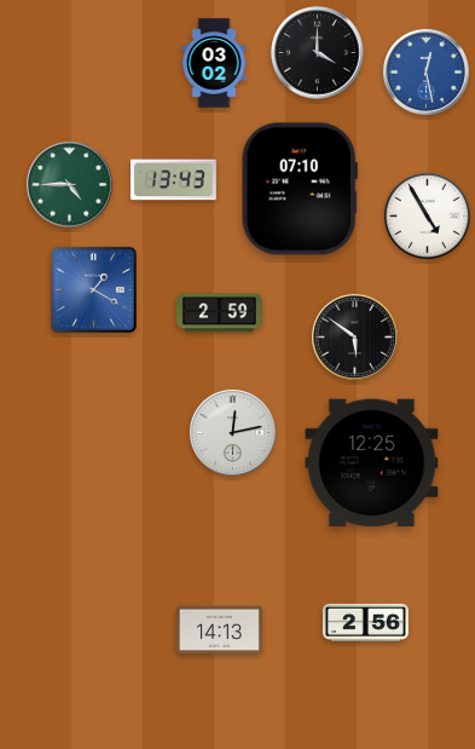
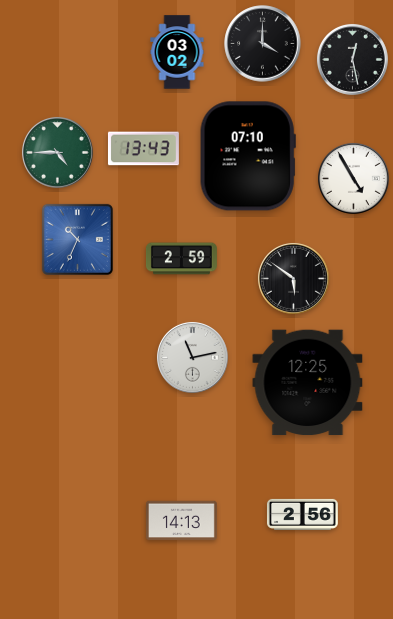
clock at (425, 71) dial: blue -> black
clock at (93, 289): 1:20 -> 10:34
clock at (232, 432): 12:13 -> 11:13
